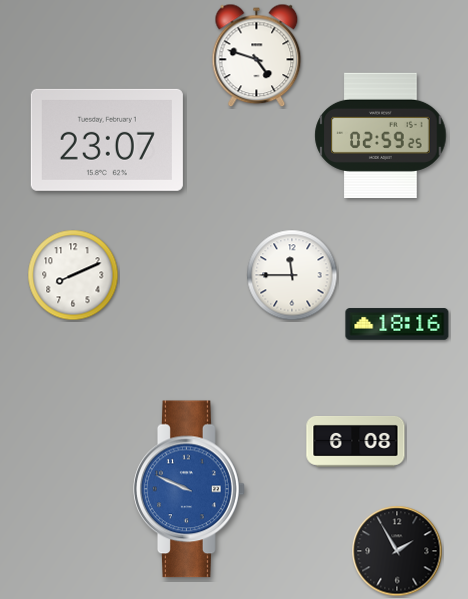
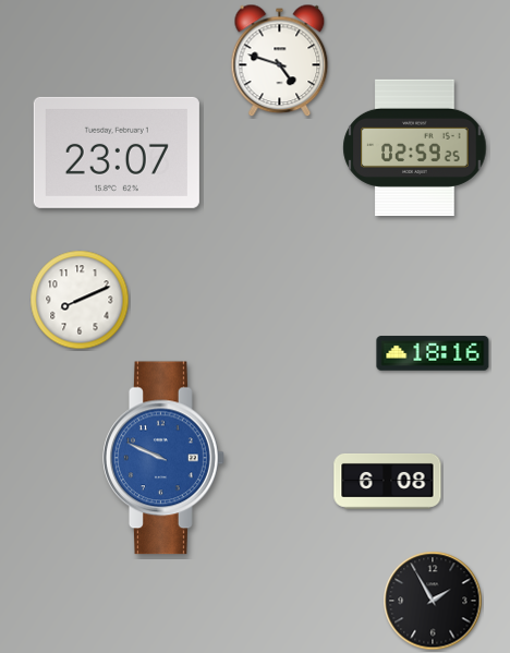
clock at (292, 275): 11:45 -> none
clock at (190, 489) position: (190, 489) -> (165, 458)
